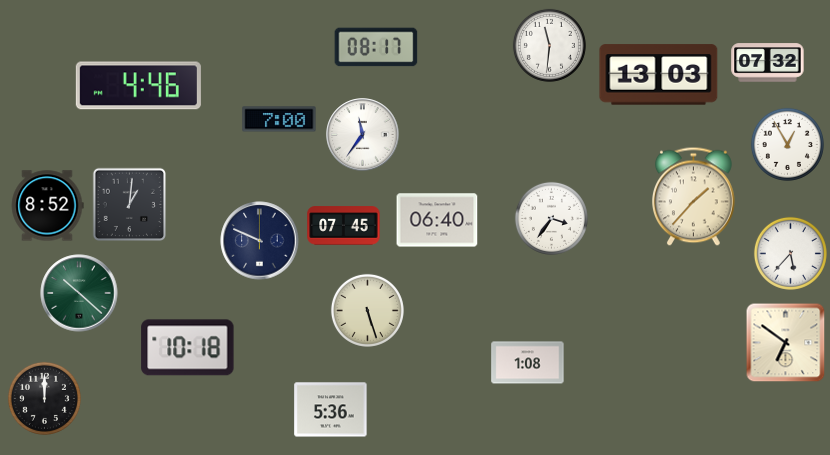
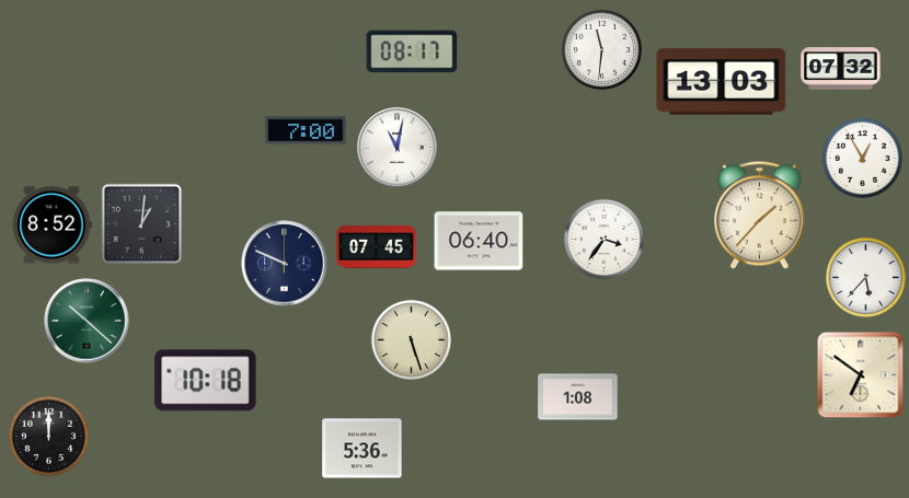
clock at (138, 86): 4:46 -> none
clock at (363, 135): 11:36 -> 11:02
clock at (367, 310) position: (367, 310) -> (411, 339)
